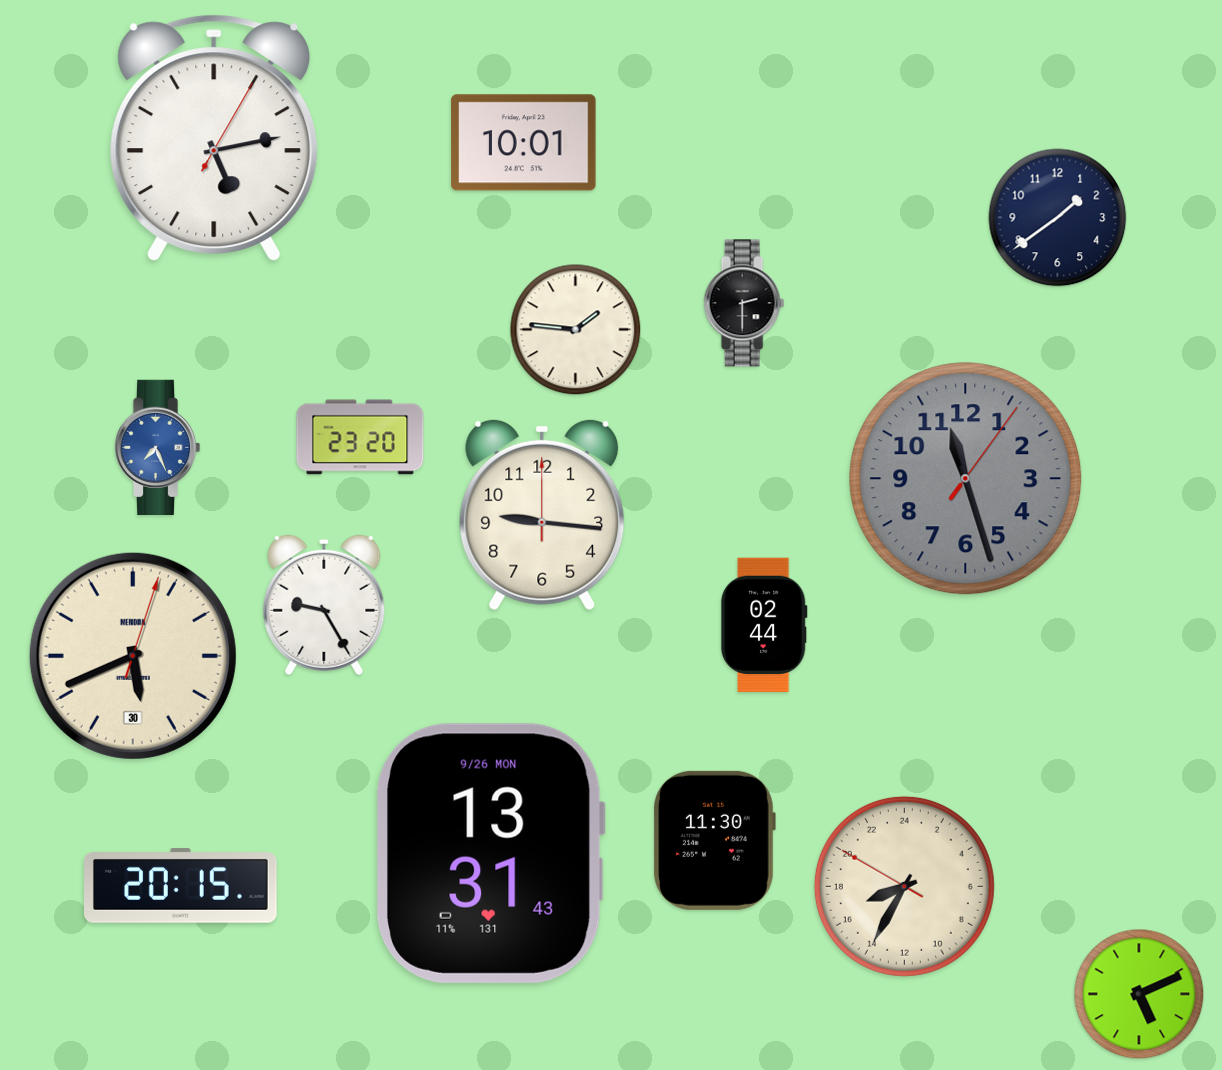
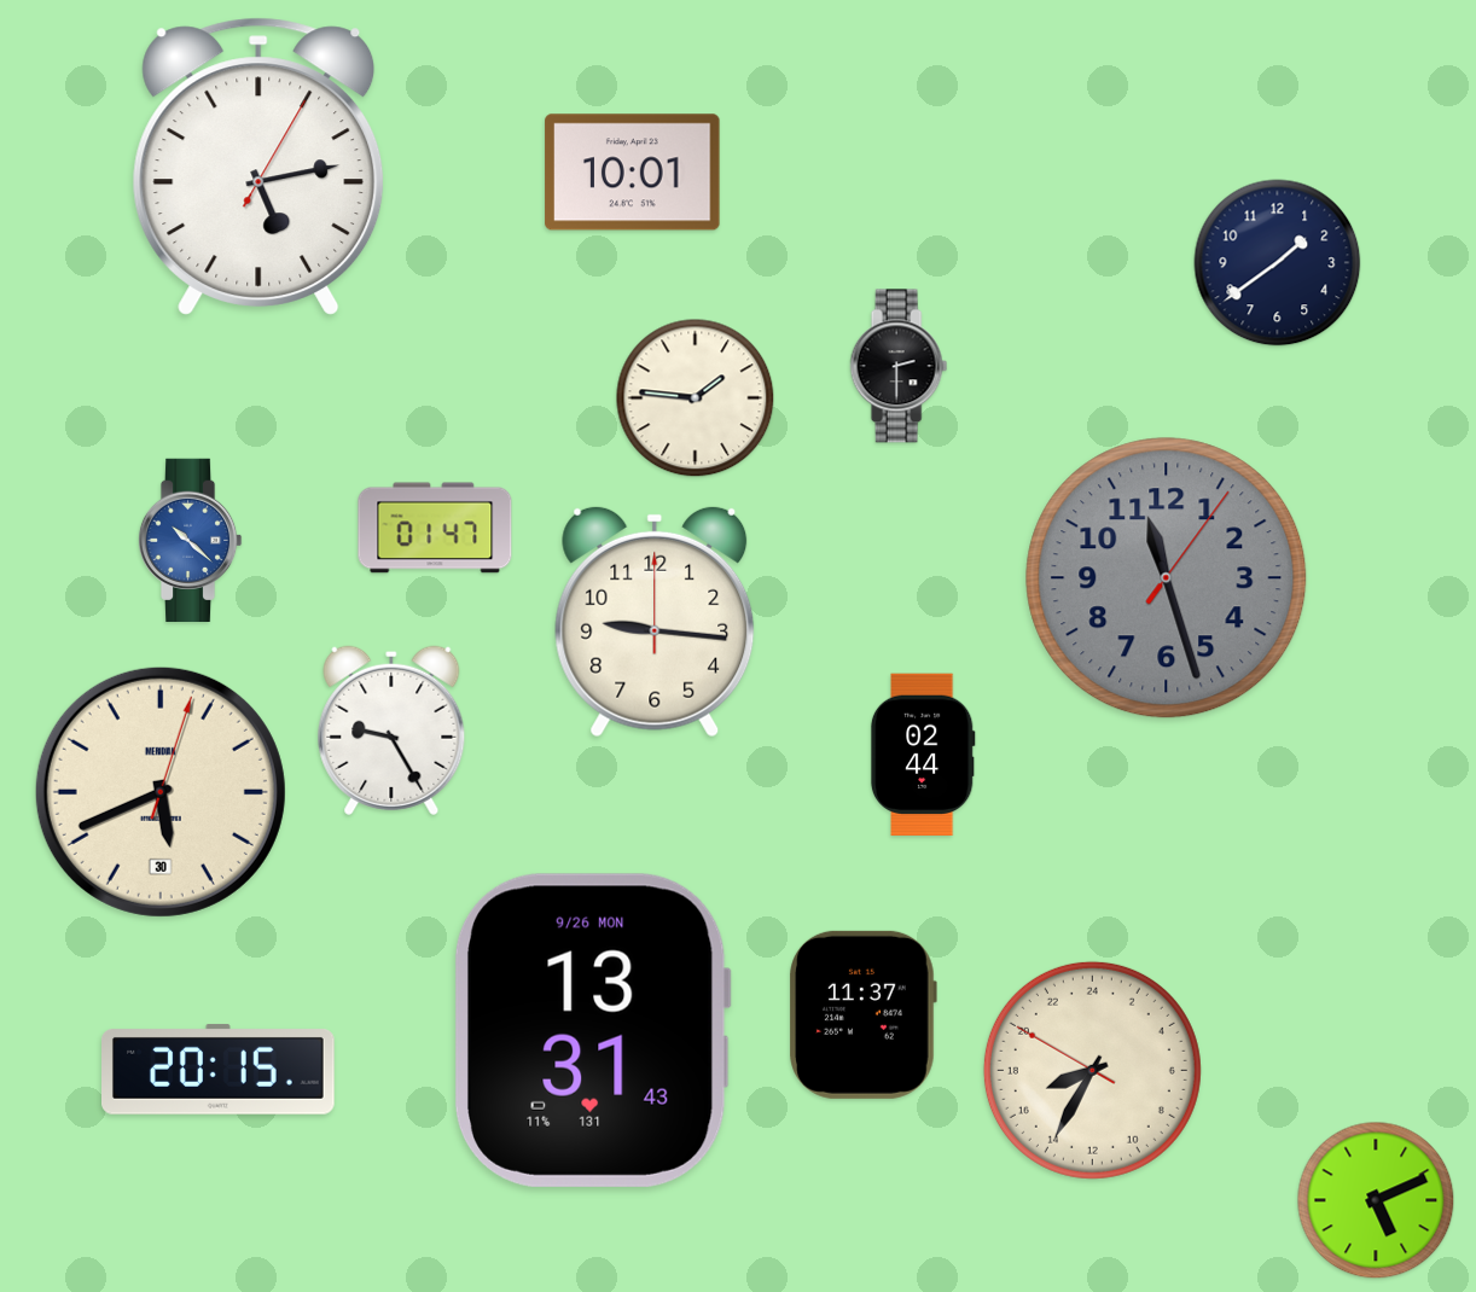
clock at (360, 437): 23:20 -> 01:47
clock at (157, 447): 7:26 -> 10:22
clock at (714, 840): 11:30 -> 11:37
